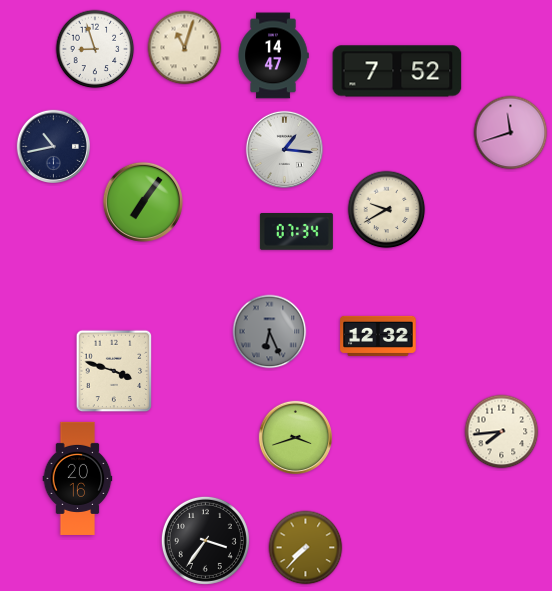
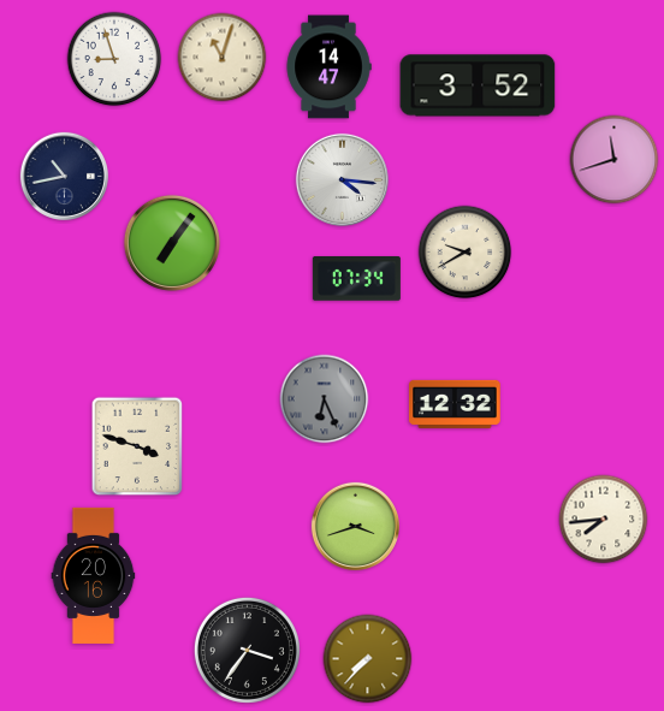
clock at (397, 71): 7:52 -> 3:52
clock at (284, 149): 1:16 -> 4:16
